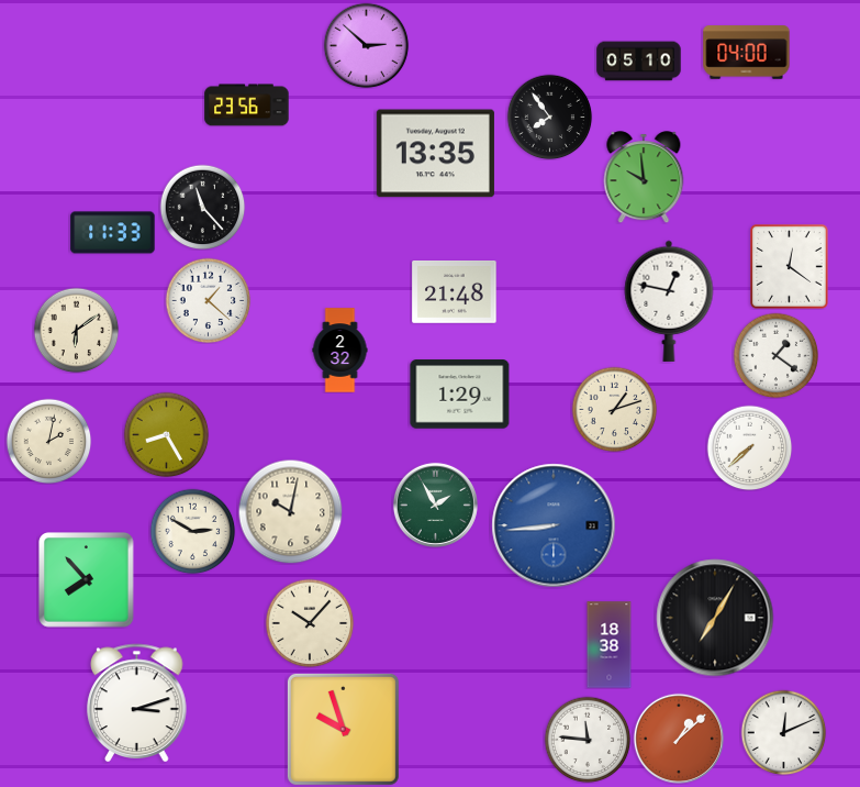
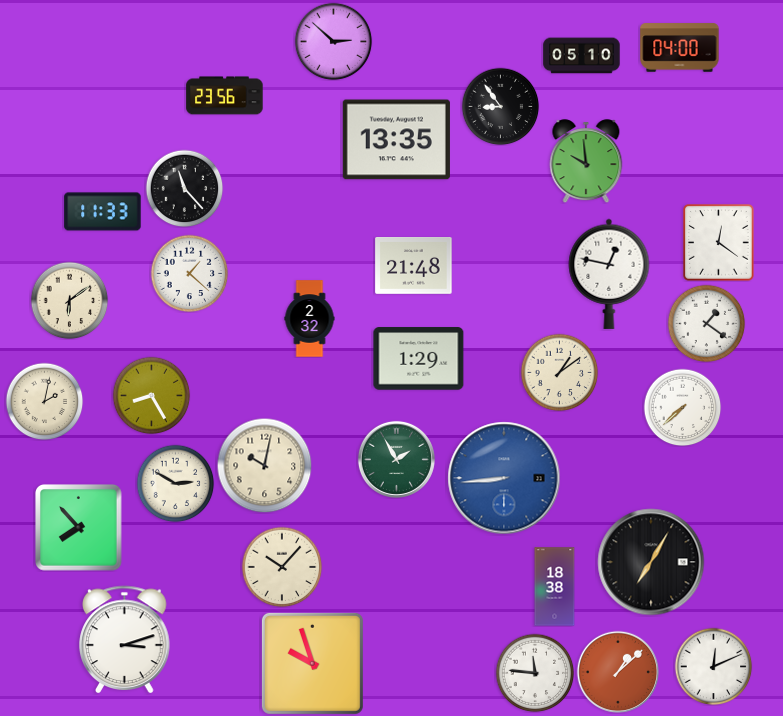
clock at (549, 117): 7:54 -> 8:54
clock at (614, 409): 1:12 -> 1:09
